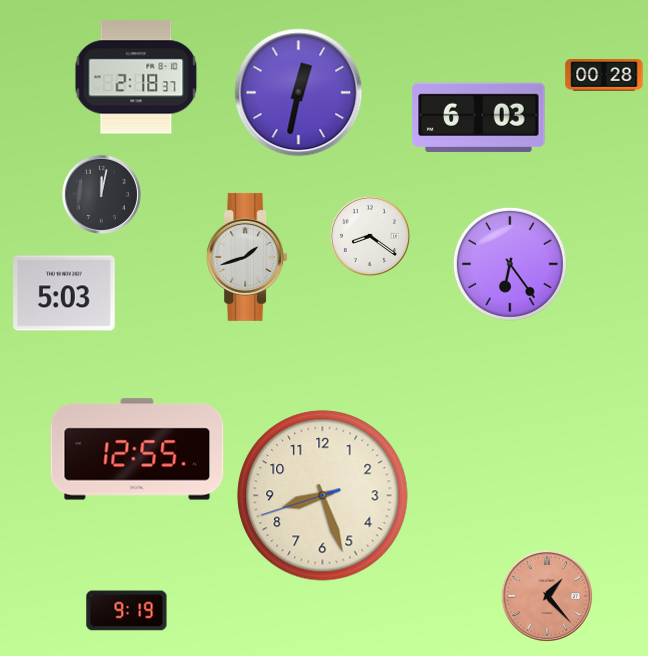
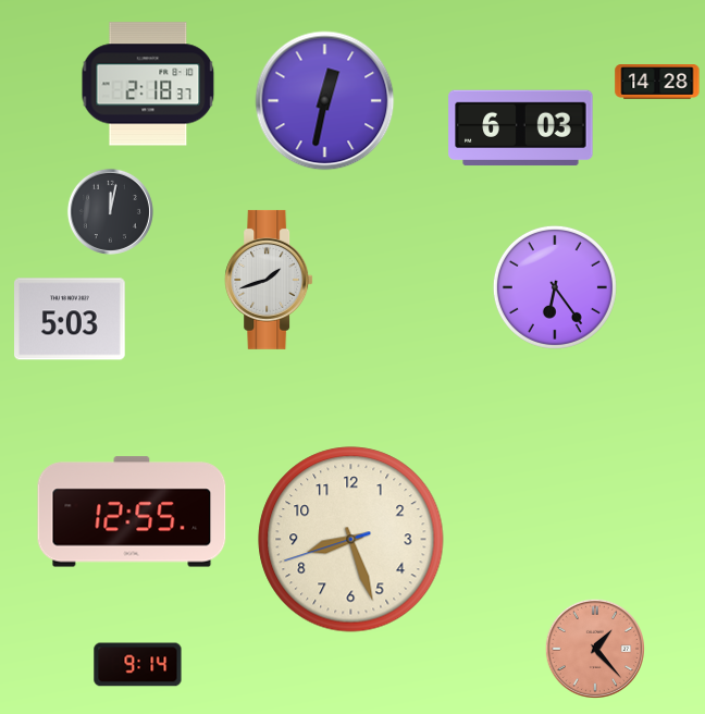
clock at (604, 76): 00:28 -> 14:28
clock at (370, 236): 8:21 -> none
clock at (137, 449) position: (137, 449) -> (132, 512)
clock at (127, 611): 9:19 -> 9:14
